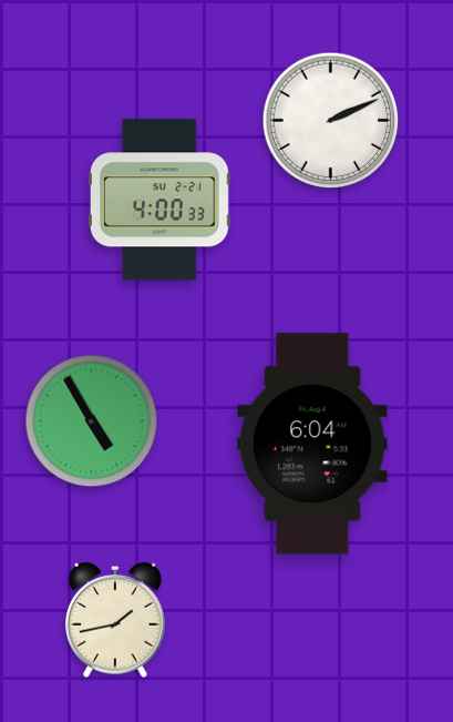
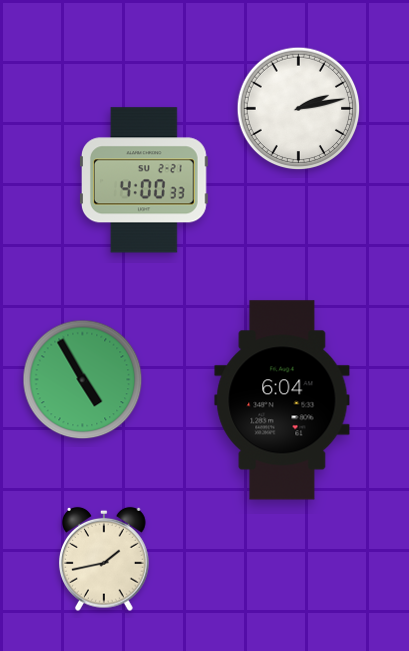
clock at (331, 121): 2:11 -> 2:13
